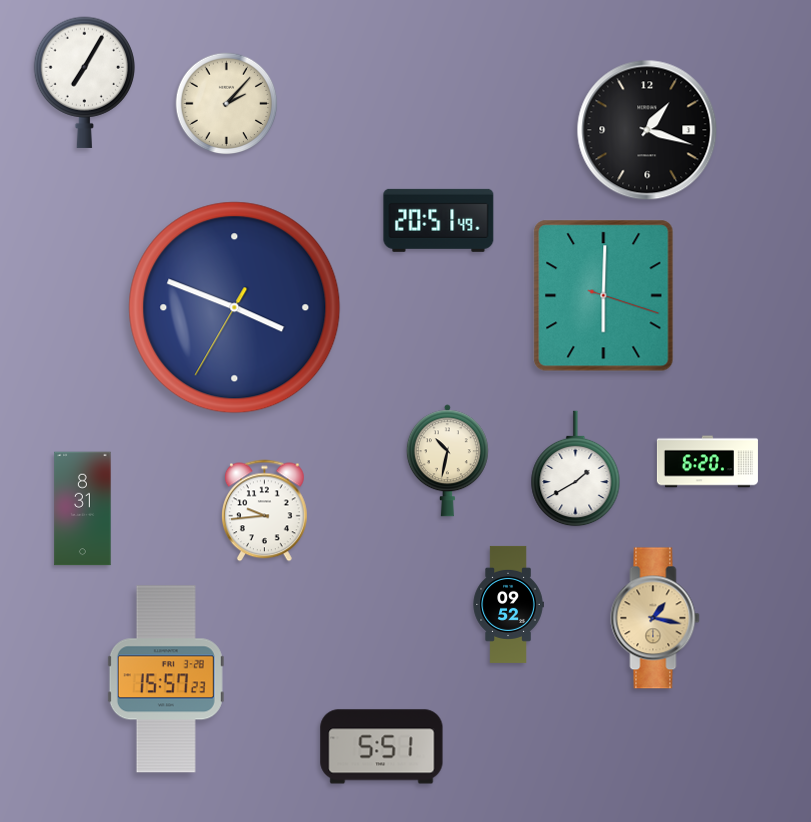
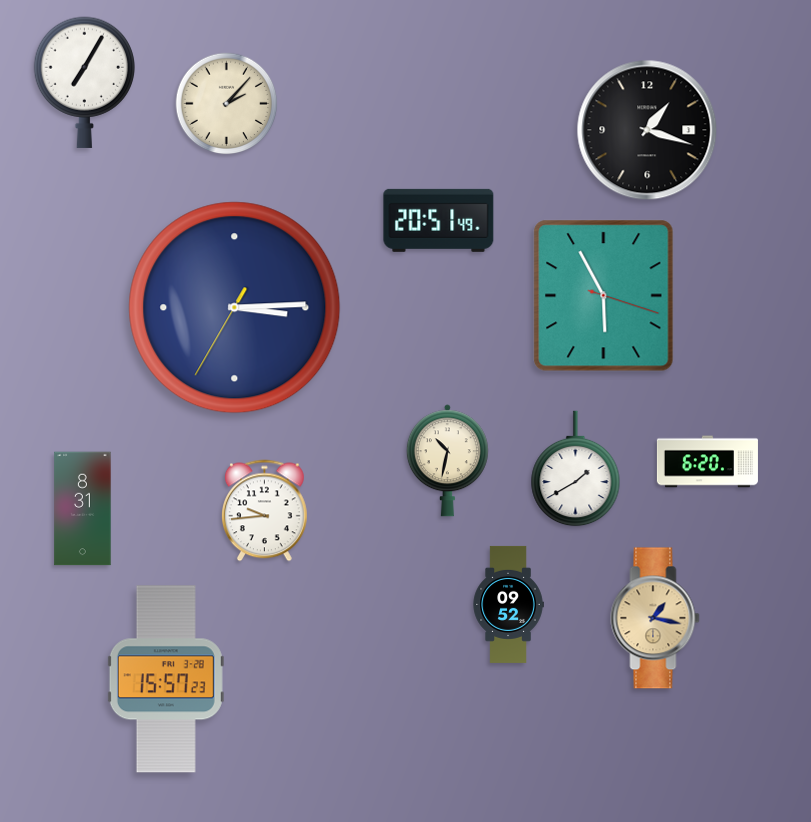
clock at (604, 296): 6:00 -> 5:55
clock at (235, 308): 3:48 -> 3:14
clock at (382, 747): 5:51 -> none
